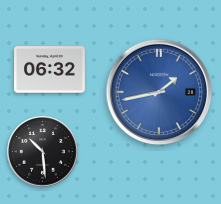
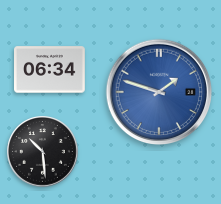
clock at (50, 70): 06:32 -> 06:34
clock at (159, 92): 1:43 -> 1:48
